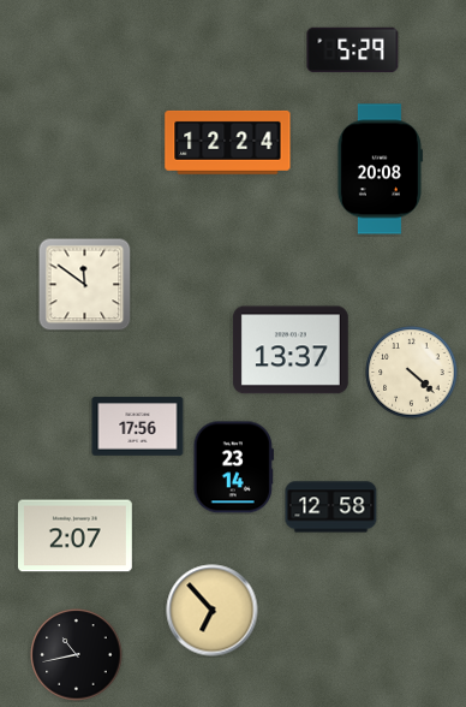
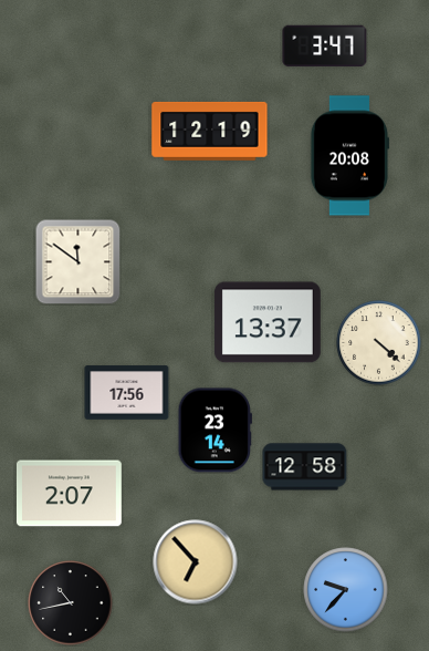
clock at (353, 50): 5:29 -> 3:47
clock at (228, 142): 12:24 -> 12:19
clock at (346, 590): none -> 9:37
